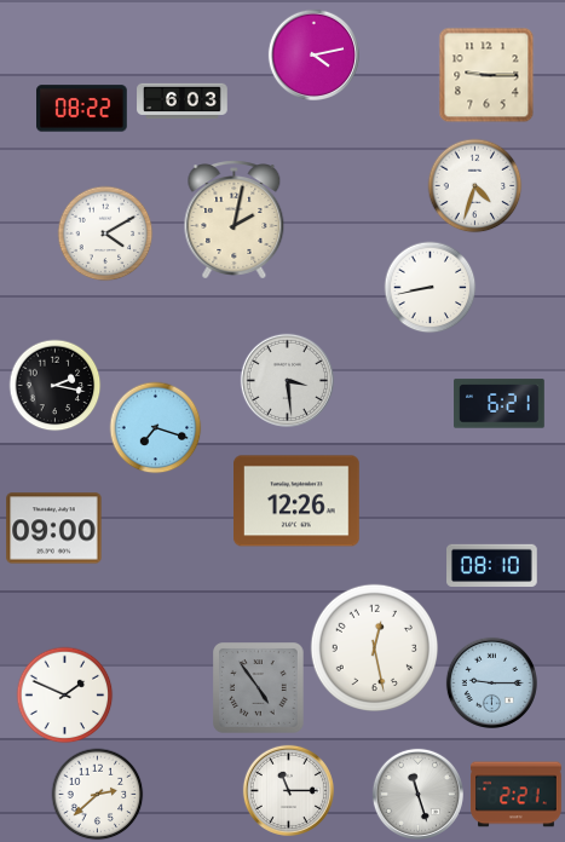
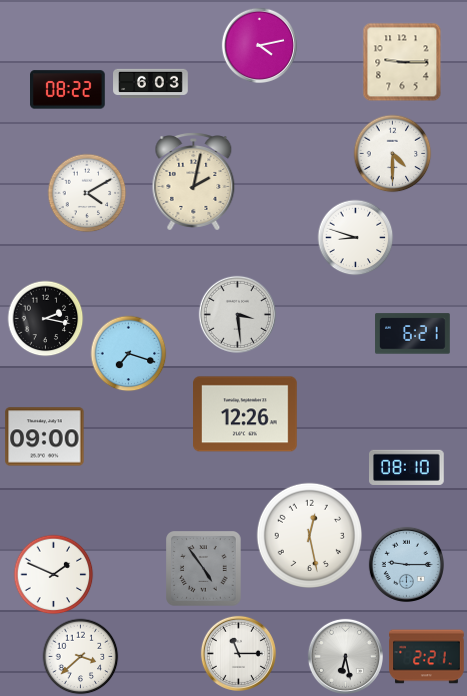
clock at (475, 186): 4:33 -> 4:30
clock at (431, 288): 8:43 -> 8:48
clock at (259, 688) position: (259, 688) -> (204, 569)
clock at (417, 794): 11:27 -> 6:28
clock at (98, 795): 2:38 -> 3:38
